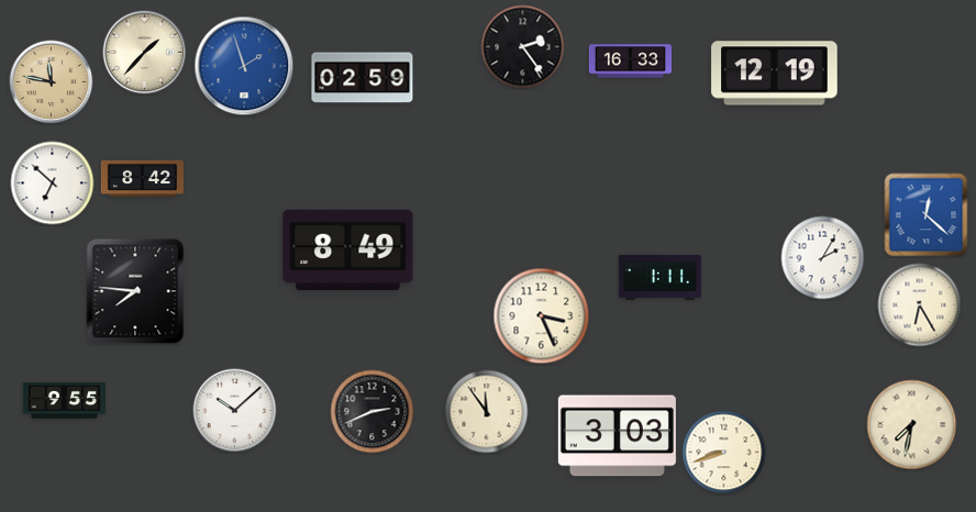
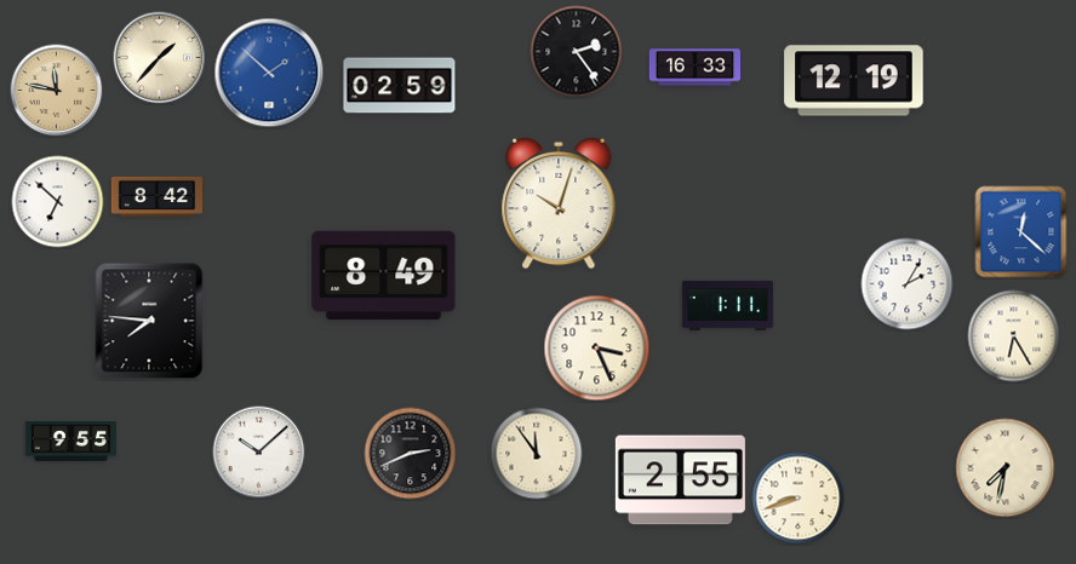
clock at (244, 66): 1:57 -> 1:52
clock at (559, 203): none -> 10:03
clock at (927, 215) position: (927, 215) -> (1021, 232)
clock at (617, 436): 3:03 -> 2:55
